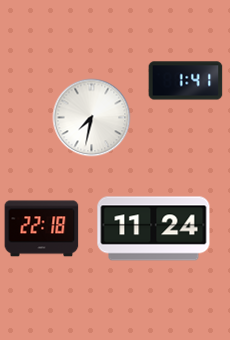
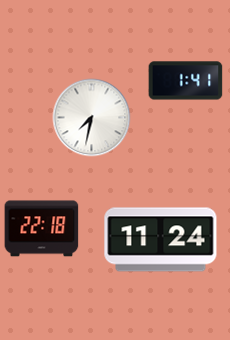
clock at (154, 229) position: (154, 229) -> (161, 240)
